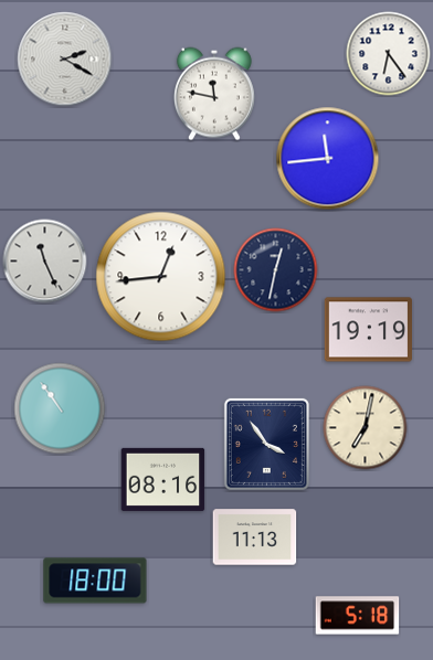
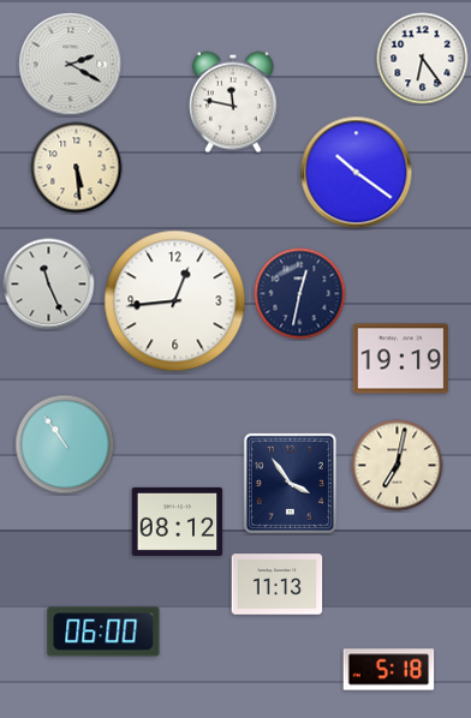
clock at (77, 168): none -> 5:29
clock at (328, 159): 11:44 -> 10:21
clock at (163, 479): 08:16 -> 08:12
clock at (95, 581): 18:00 -> 06:00
